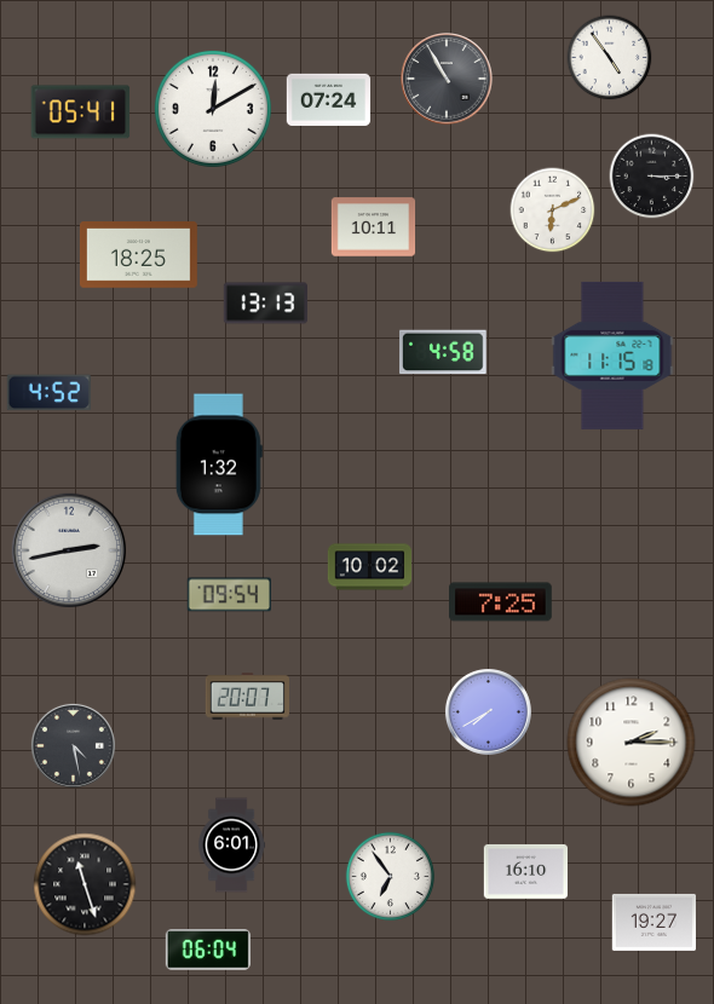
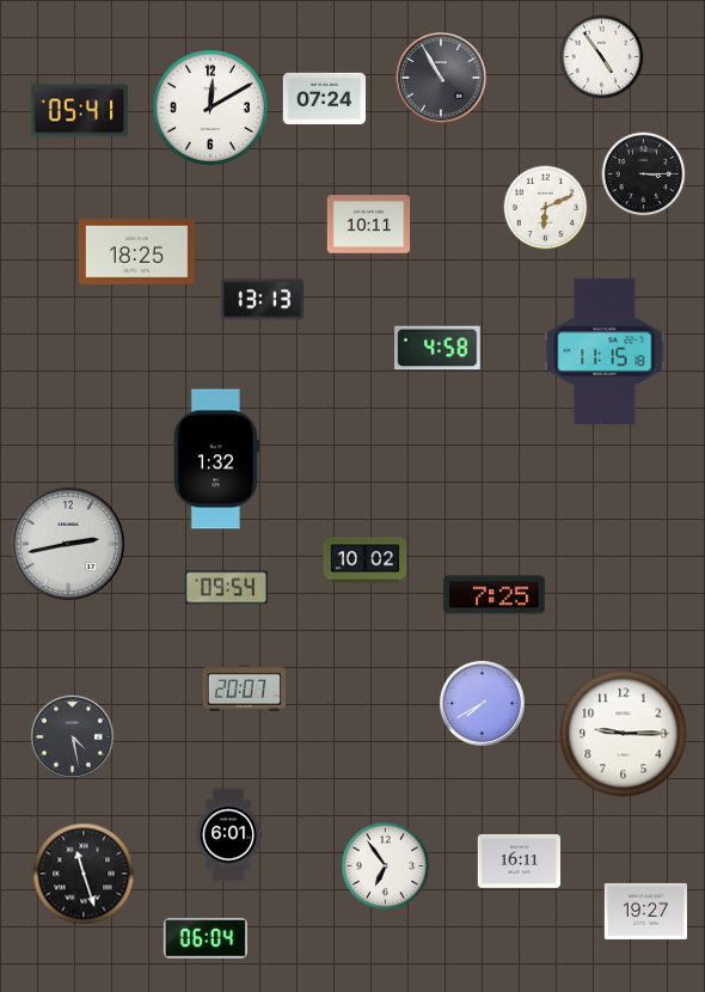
clock at (48, 393): 4:52 -> none
clock at (632, 743): 2:15 -> 9:15
clock at (525, 871): 16:10 -> 16:11
